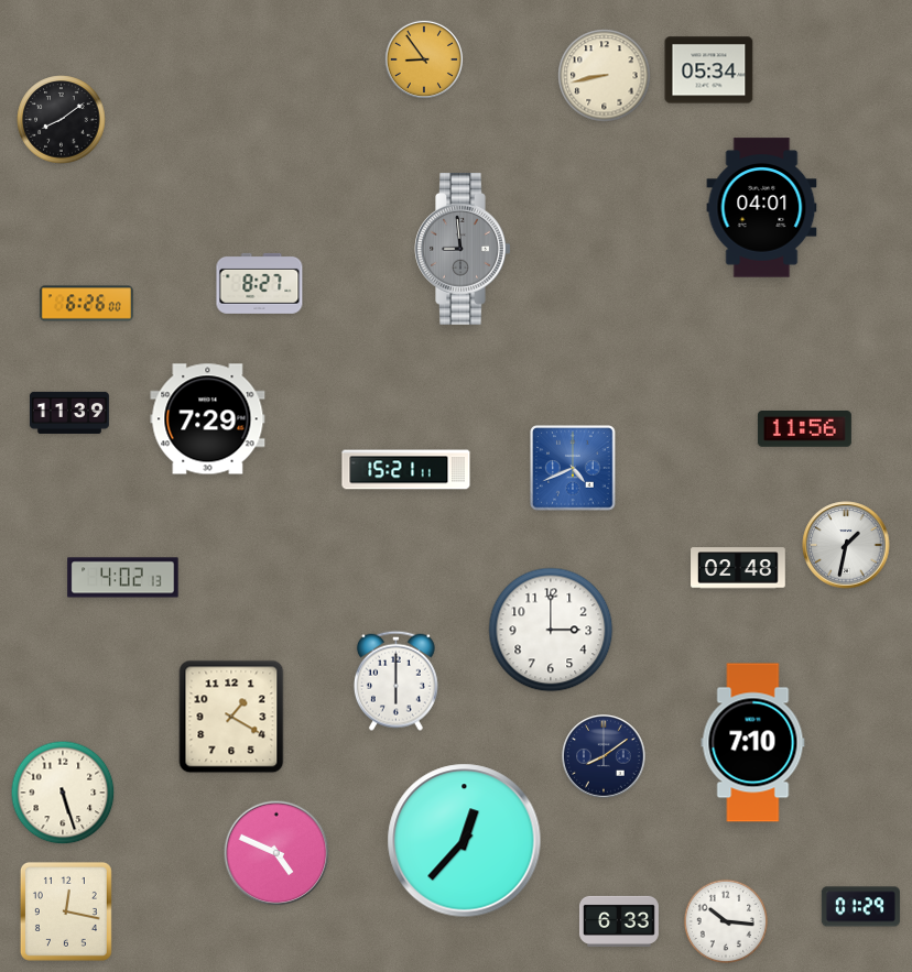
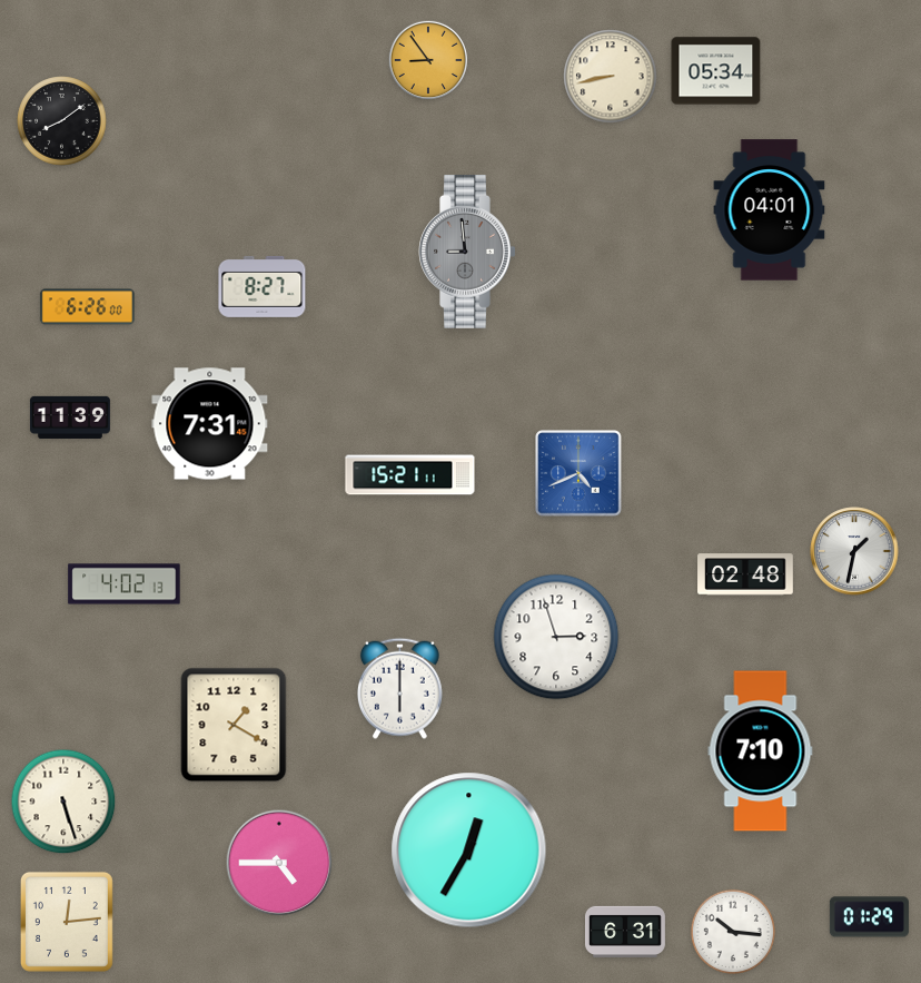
clock at (208, 419): 7:29 -> 7:31
clock at (804, 429): 11:56 -> none
clock at (551, 630): 3:00 -> 2:57
clock at (604, 756): 8:09 -> none
clock at (465, 841): 12:37 -> 12:35
clock at (276, 853): 4:49 -> 4:45
clock at (66, 911): 12:17 -> 12:14
clock at (619, 921): 6:33 -> 6:31
